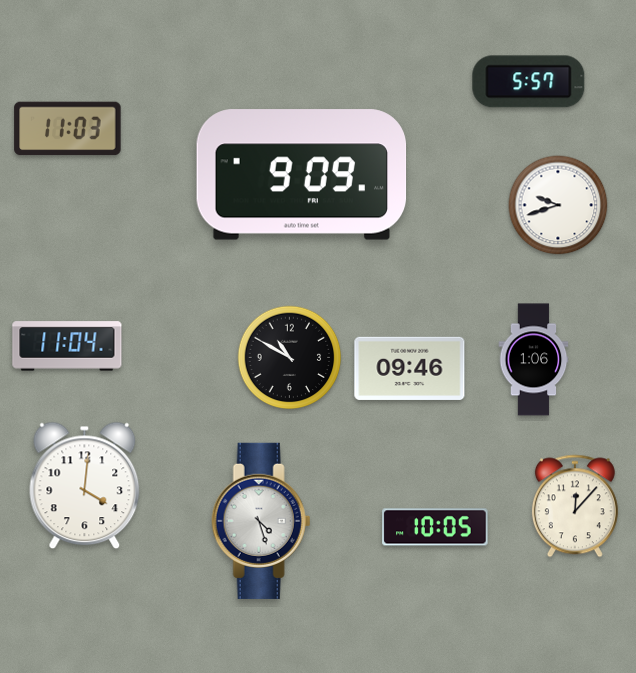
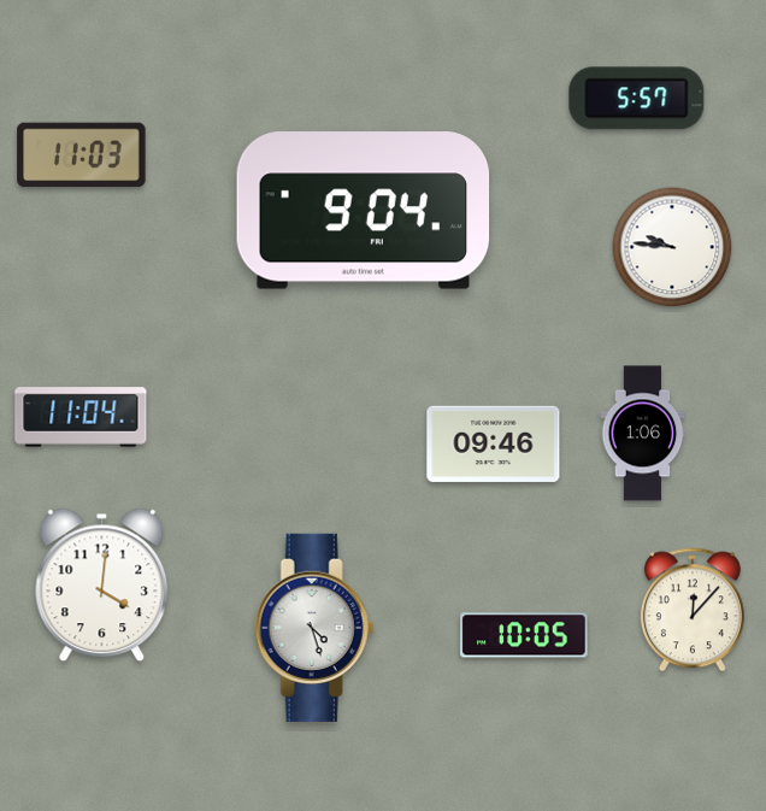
clock at (302, 175): 9:09 -> 9:04
clock at (558, 205): 9:42 -> 9:46
clock at (290, 358): 10:50 -> none
